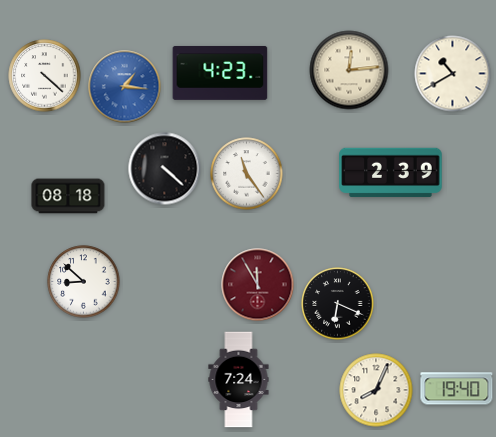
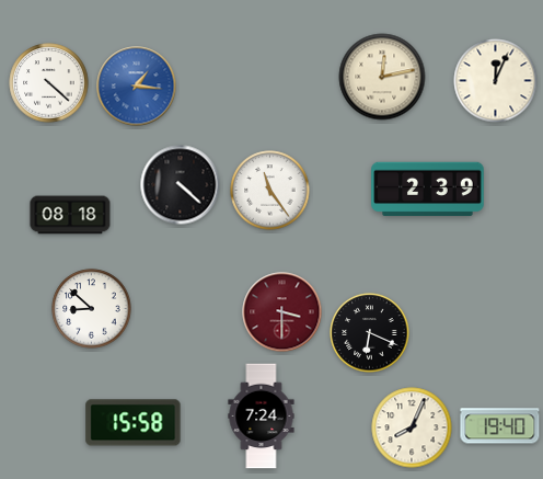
clock at (349, 70): 12:14 -> 12:13
clock at (220, 73): 4:23 -> none
clock at (453, 74): 10:40 -> 12:04
clock at (125, 87) position: (125, 87) -> (137, 87)
clock at (68, 196) position: (68, 196) -> (70, 215)
clock at (258, 285): 11:55 -> 3:30
clock at (134, 423): none -> 15:58
